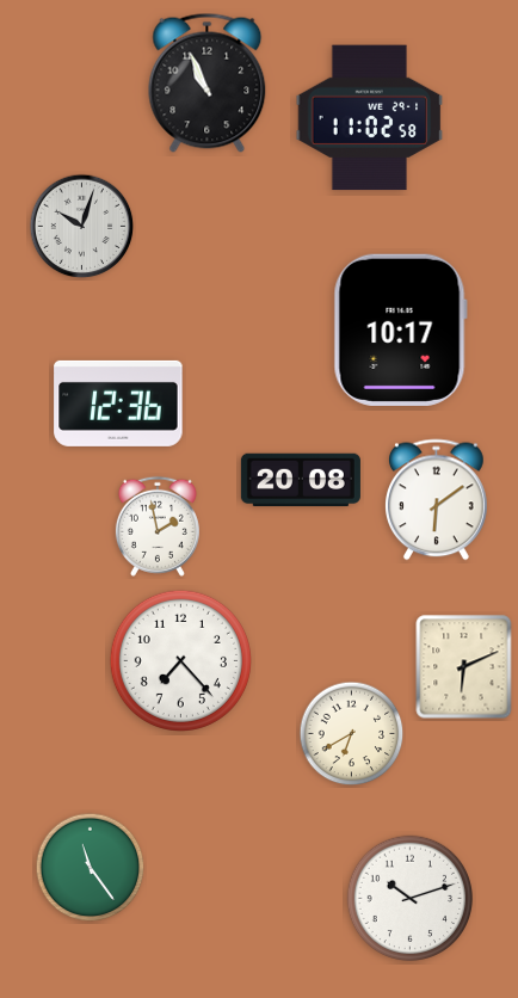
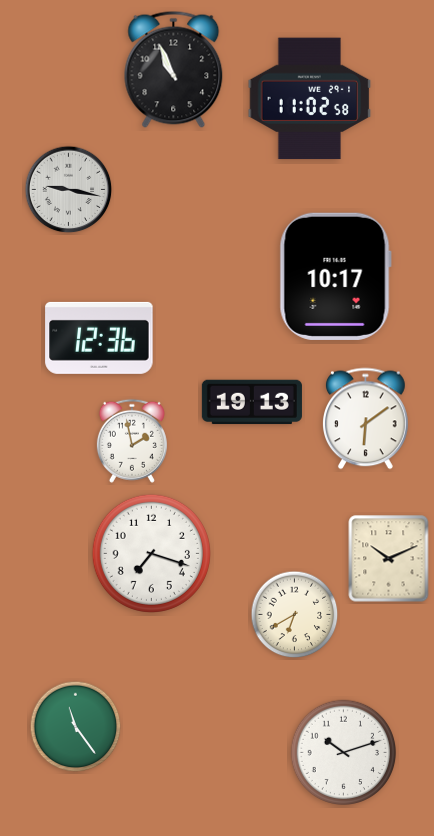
clock at (82, 227): 10:03 -> 9:17
clock at (301, 480): 20:08 -> 19:13
clock at (180, 660): 7:23 -> 7:18
clock at (464, 667): 6:11 -> 10:11
